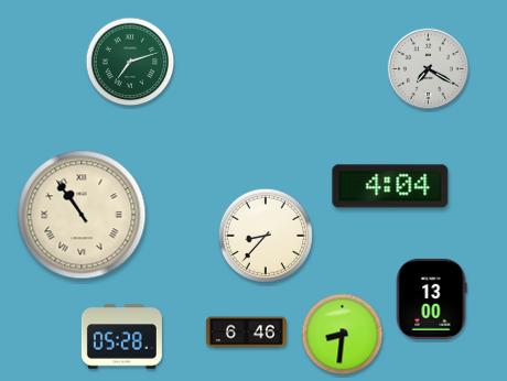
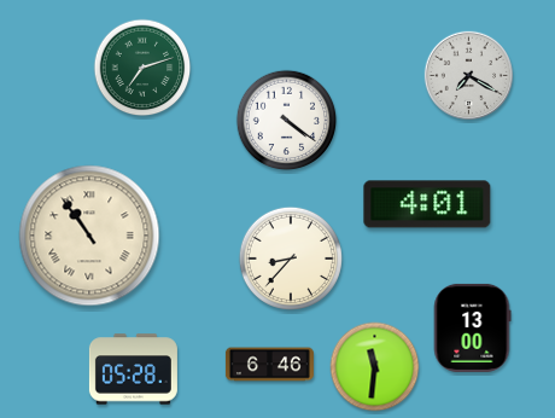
clock at (287, 121): none -> 4:21
clock at (390, 186): 4:04 -> 4:01
clock at (343, 335): 8:31 -> 11:31
